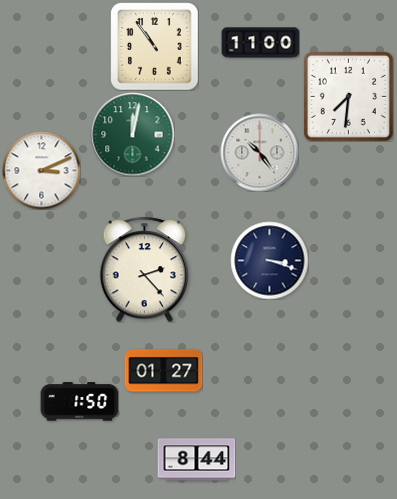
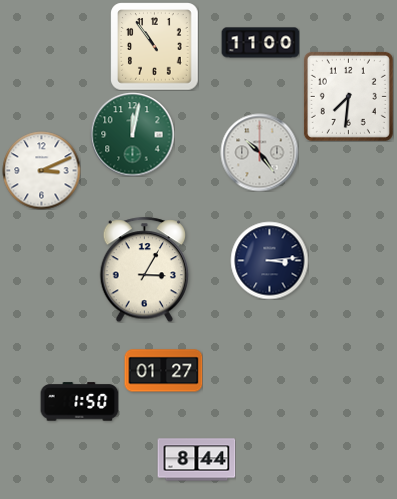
clock at (269, 260): 3:18 -> 3:14
clock at (144, 269): 2:23 -> 3:05
